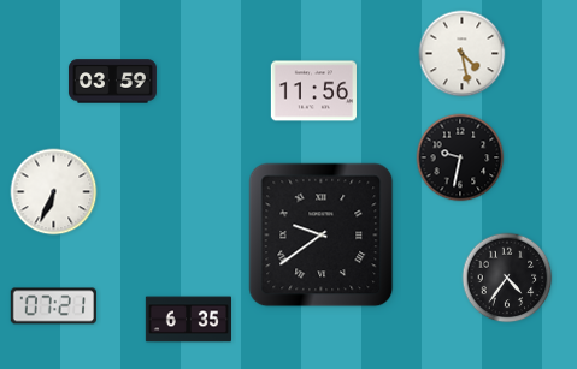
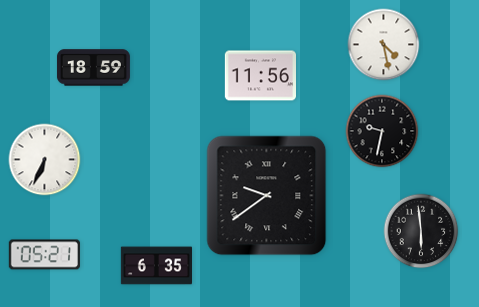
clock at (112, 82): 03:59 -> 18:59
clock at (507, 278): 4:36 -> 5:59
clock at (53, 306): 07:21 -> 05:21
